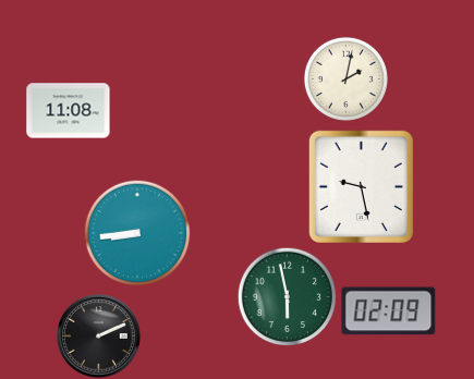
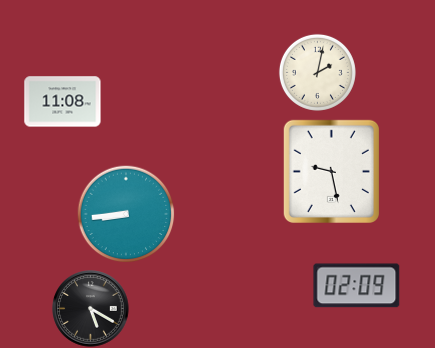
clock at (287, 296): 5:58 -> none
clock at (99, 337): 2:11 -> 5:20
